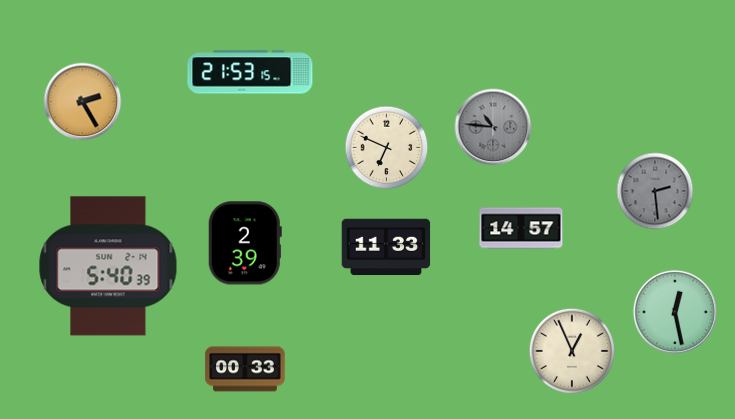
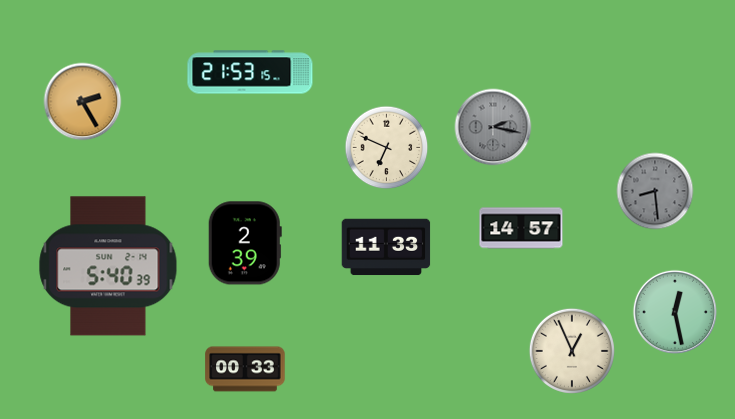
clock at (493, 127): 10:46 -> 2:17
clock at (655, 191): 2:29 -> 8:29
